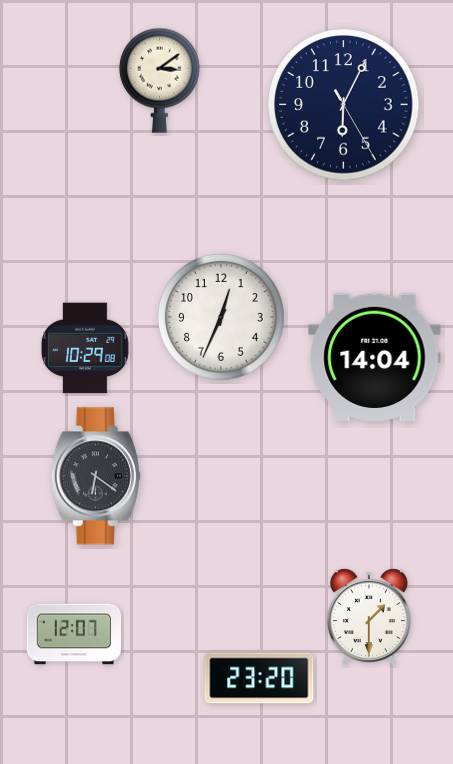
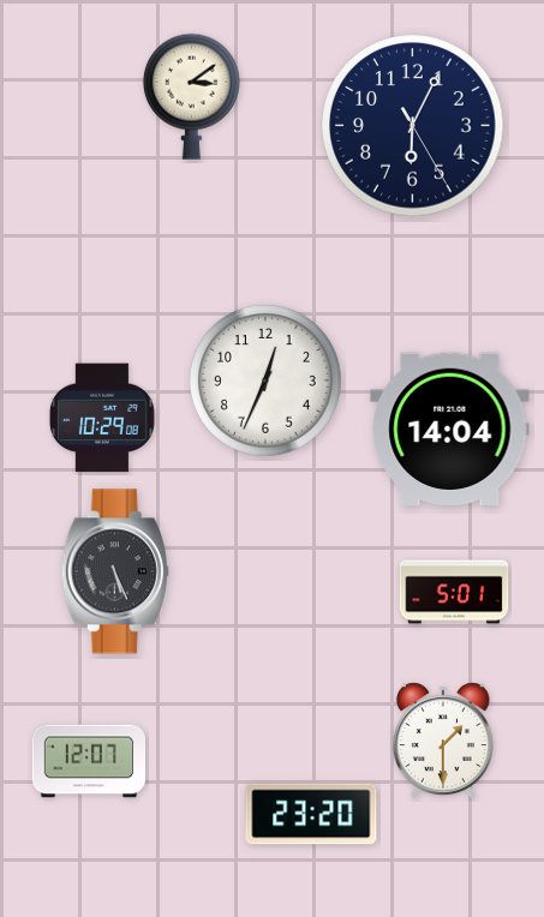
clock at (96, 476): 6:21 -> 5:26
clock at (454, 592): none -> 5:01
